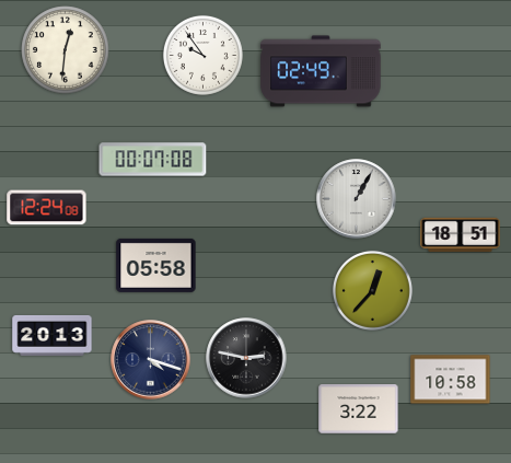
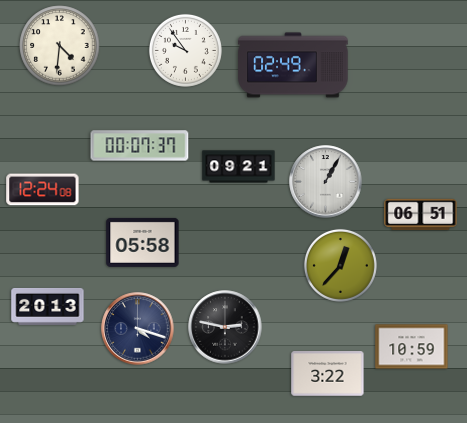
clock at (66, 50): 12:31 -> 4:31
clock at (153, 160): 00:07:08 -> 00:07:37
clock at (239, 167): none -> 09:21
clock at (461, 235): 18:51 -> 06:51
clock at (451, 380): 10:58 -> 10:59
